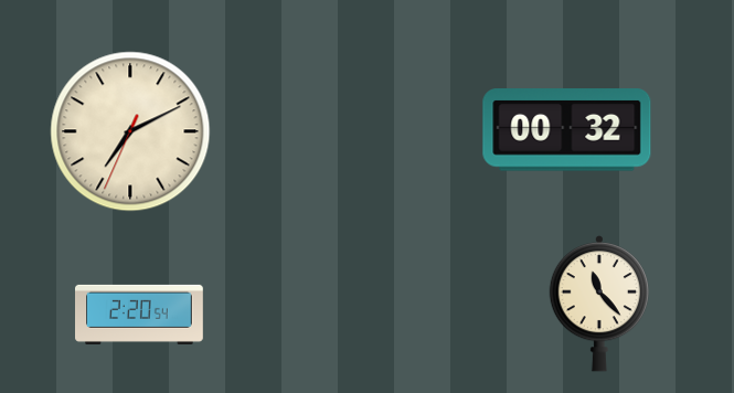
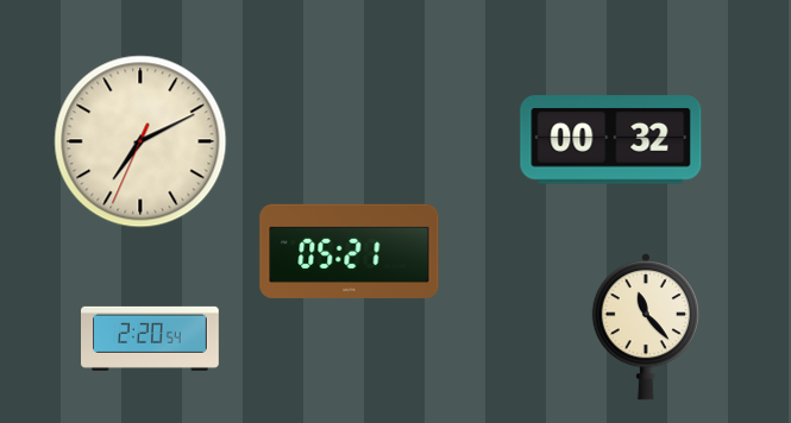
clock at (350, 251): none -> 05:21
